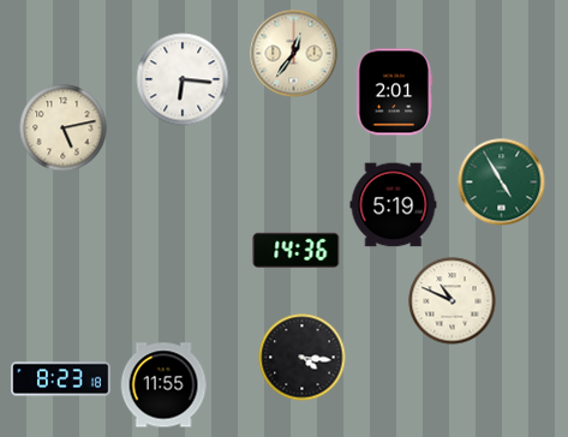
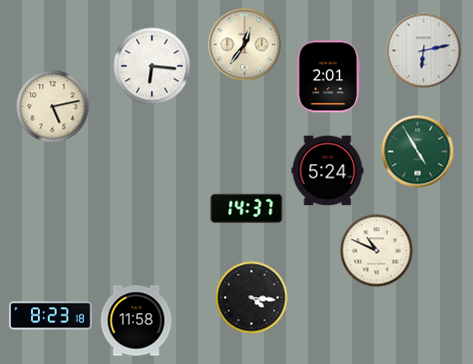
clock at (424, 51): none -> 6:13
clock at (394, 205): 5:19 -> 5:24
clock at (297, 250): 14:36 -> 14:37
clock at (163, 385): 11:55 -> 11:58
